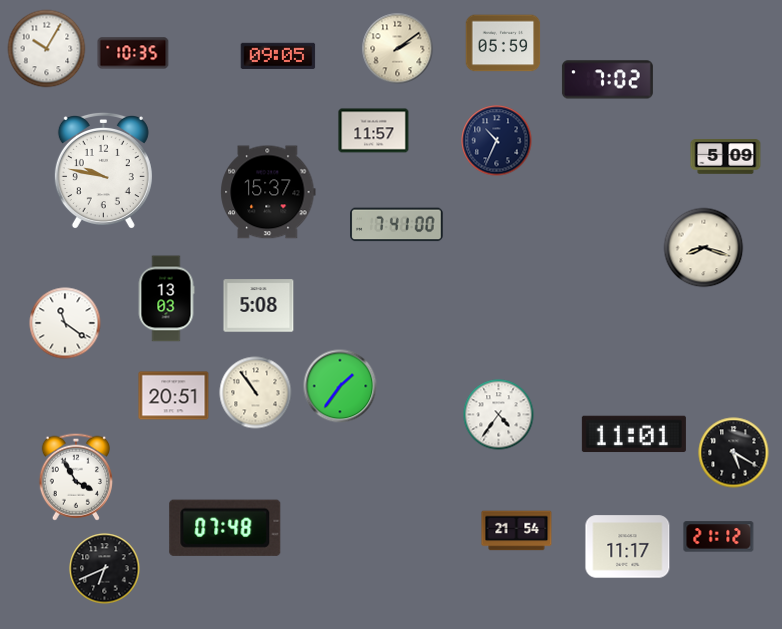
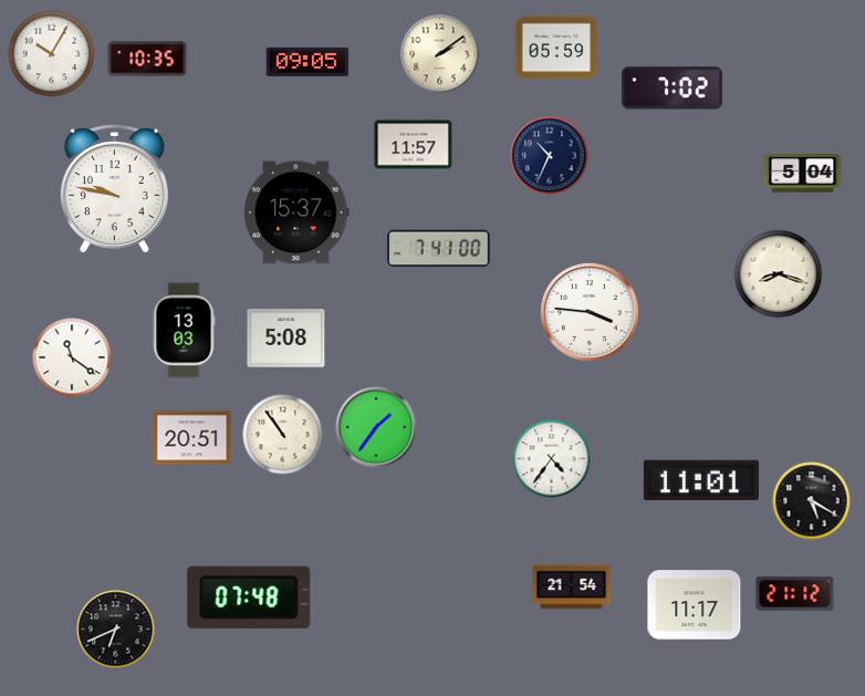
clock at (726, 157): 5:09 -> 5:04
clock at (591, 313): none -> 3:46
clock at (76, 477): 3:55 -> none
clock at (225, 528) position: (225, 528) -> (249, 598)
